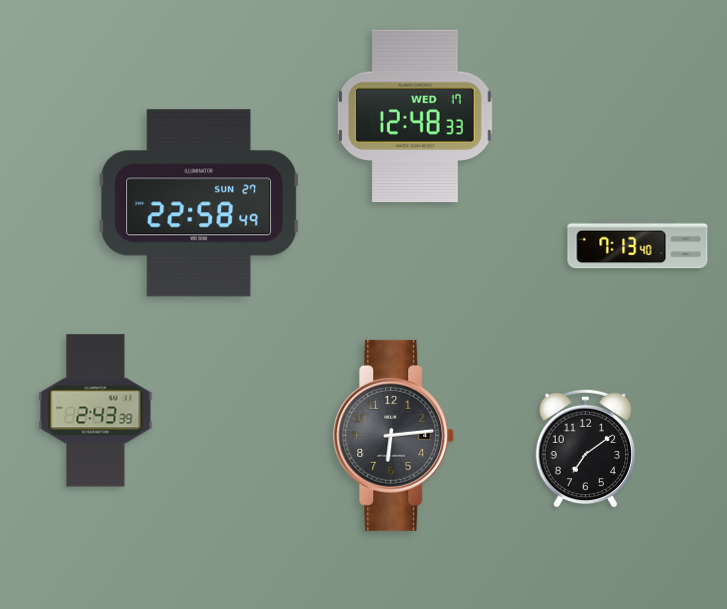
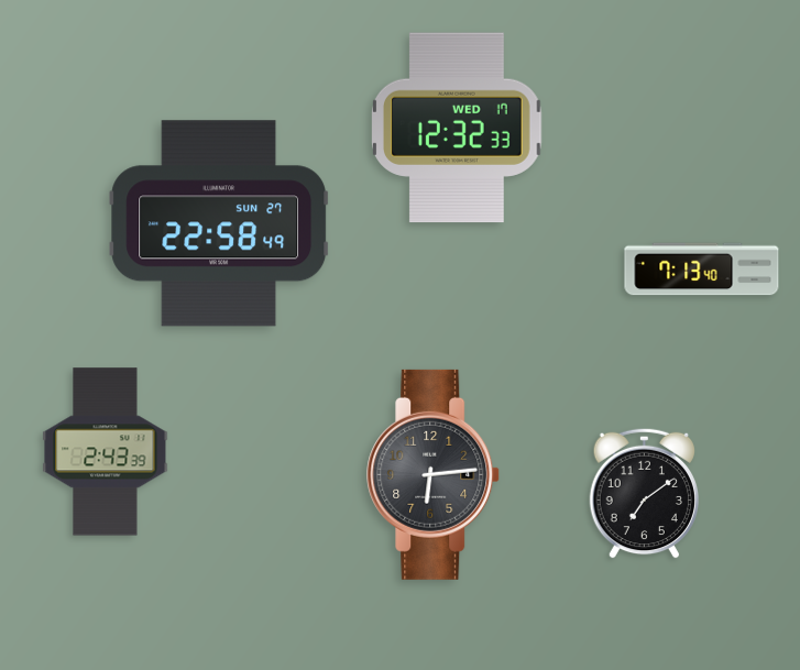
clock at (416, 116): 12:48 -> 12:32
clock at (394, 435) position: (394, 435) -> (434, 474)
